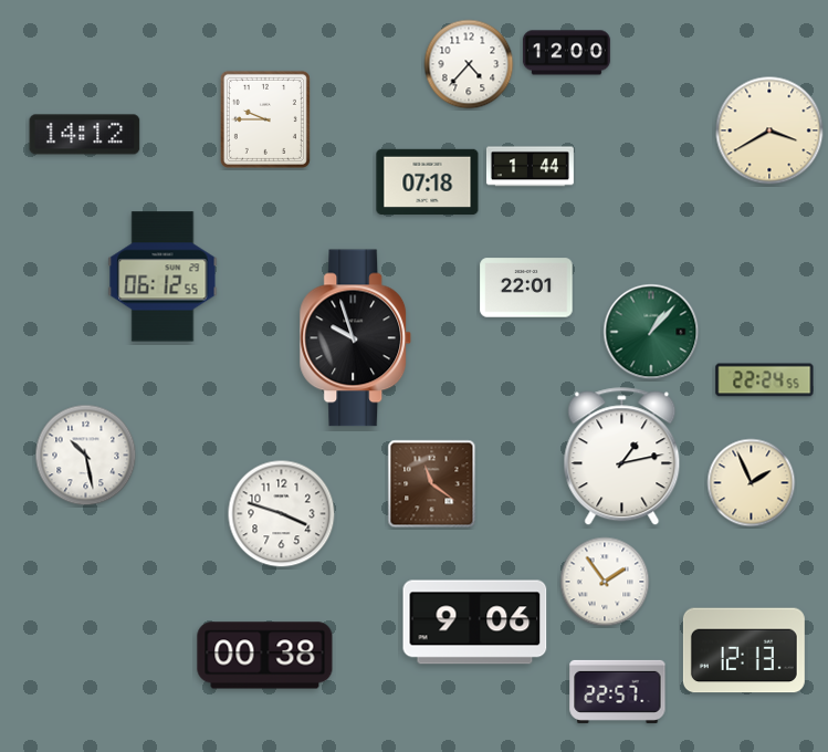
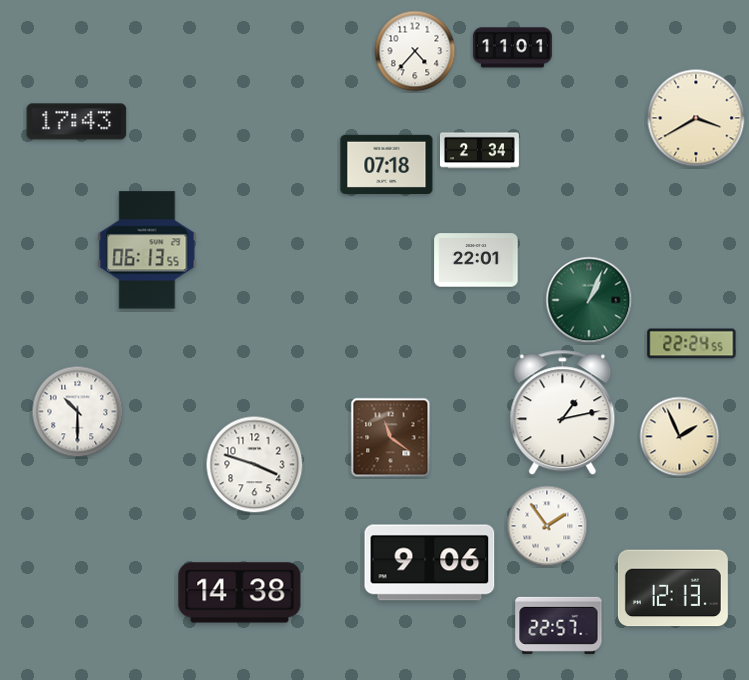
clock at (566, 53): 12:00 -> 11:01
clock at (469, 64) position: (469, 64) -> (415, 51)
clock at (265, 119): 9:45 -> none
clock at (85, 135): 14:12 -> 17:43
clock at (530, 167): 1:44 -> 2:34
clock at (163, 276): 06:12 -> 06:13
clock at (651, 332): 1:07 -> 1:04
clock at (356, 338): 9:57 -> none
clock at (86, 456): 10:28 -> 10:30
clock at (265, 656): 00:38 -> 14:38
